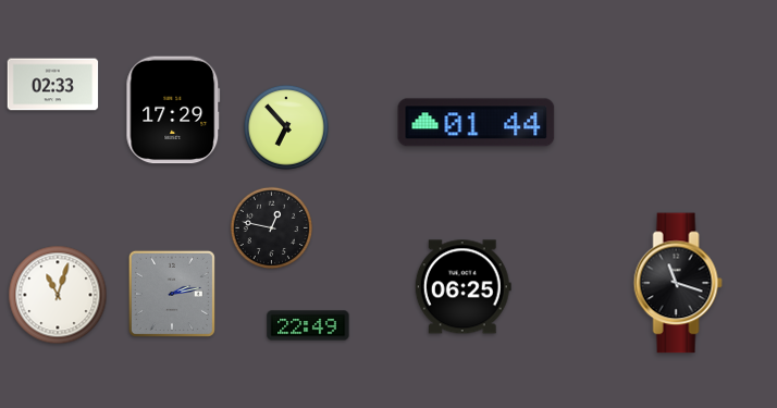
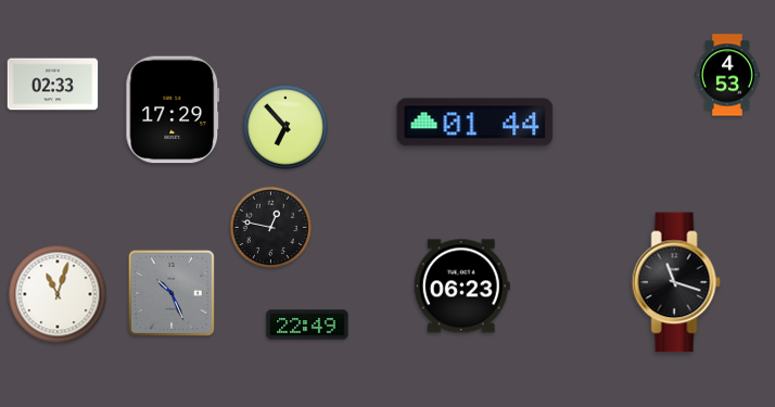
clock at (727, 75): none -> 4:53
clock at (462, 287): 06:25 -> 06:23
clock at (172, 294): 2:13 -> 10:26
